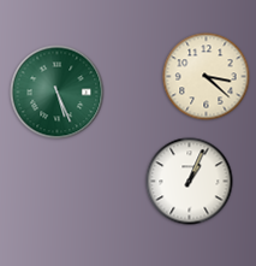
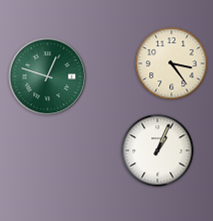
clock at (207, 77): 3:22 -> 3:24
clock at (58, 93): 5:26 -> 12:48
